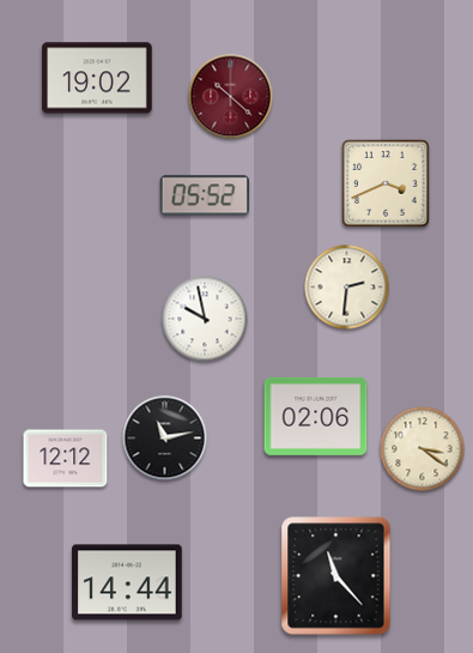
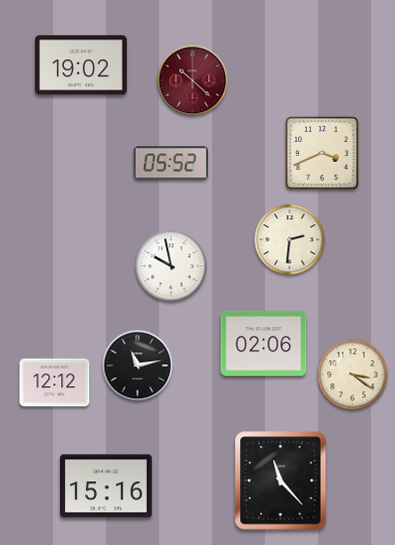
clock at (316, 416) position: (316, 416) -> (264, 343)
clock at (127, 582): 14:44 -> 15:16
